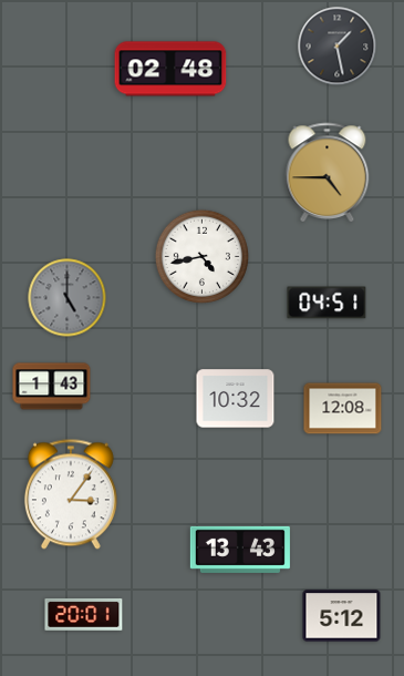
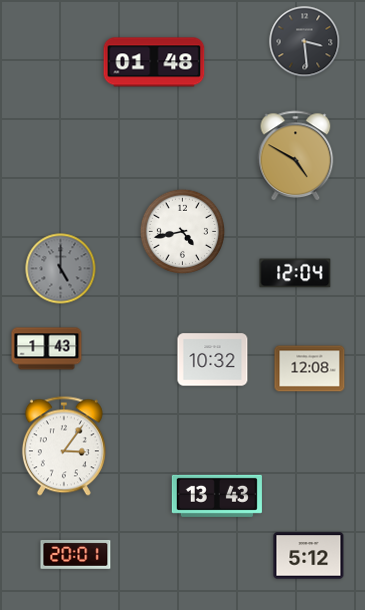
clock at (338, 47): 1:28 -> 3:29
clock at (170, 69): 02:48 -> 01:48
clock at (328, 172): 4:45 -> 4:50
clock at (327, 303): 04:51 -> 12:04
